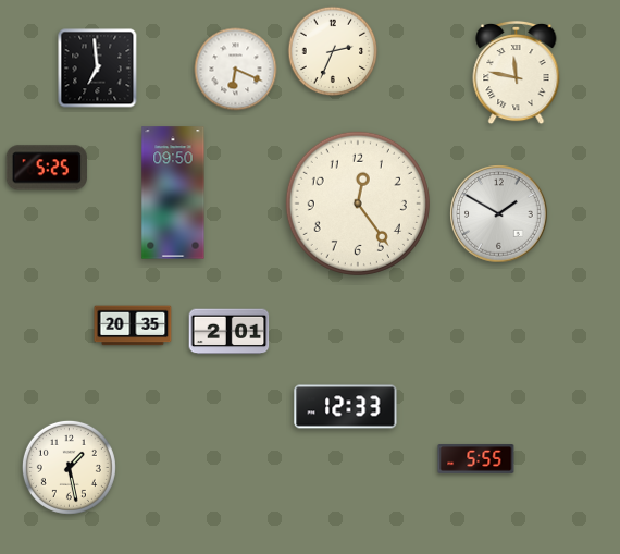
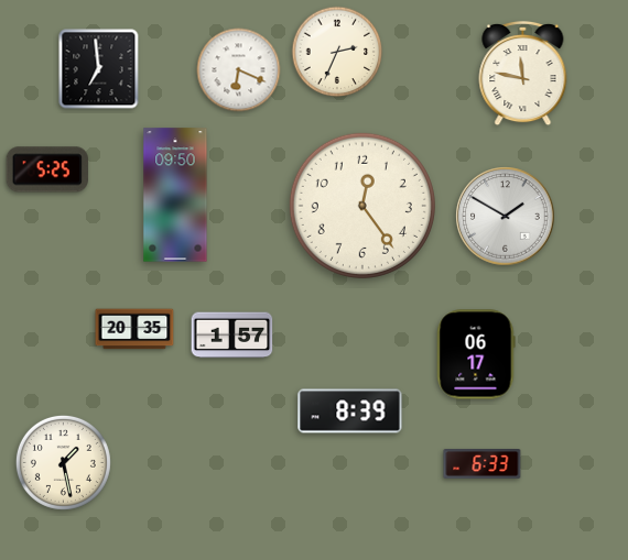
clock at (230, 332): 2:01 -> 1:57
clock at (476, 354): none -> 06:17
clock at (346, 407): 12:33 -> 8:39
clock at (476, 459): 5:55 -> 6:33
clock at (69, 467) position: (69, 467) -> (63, 462)
